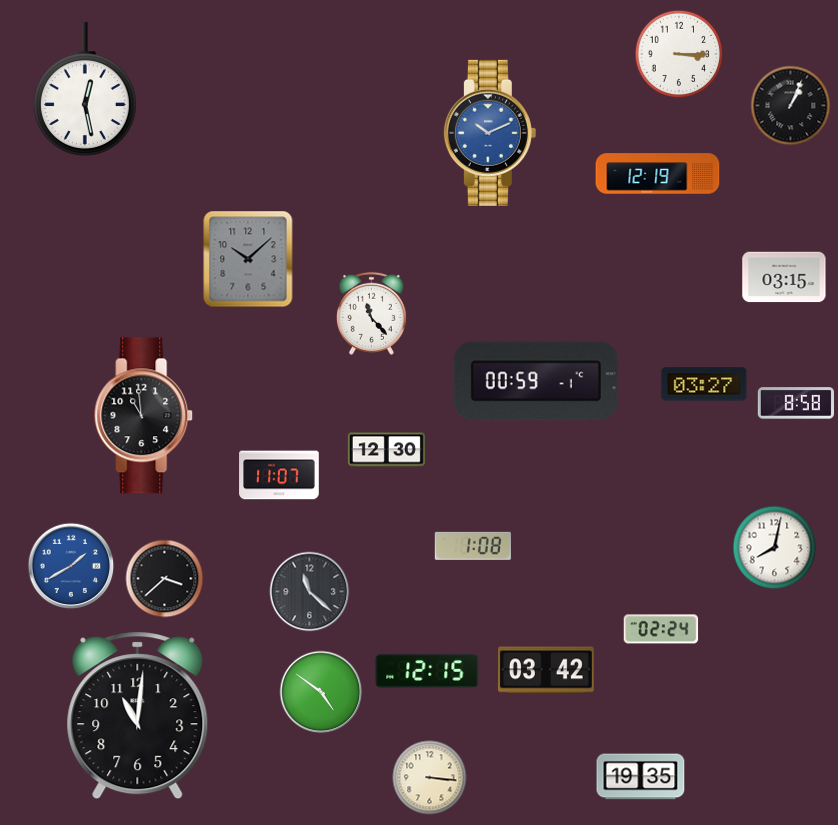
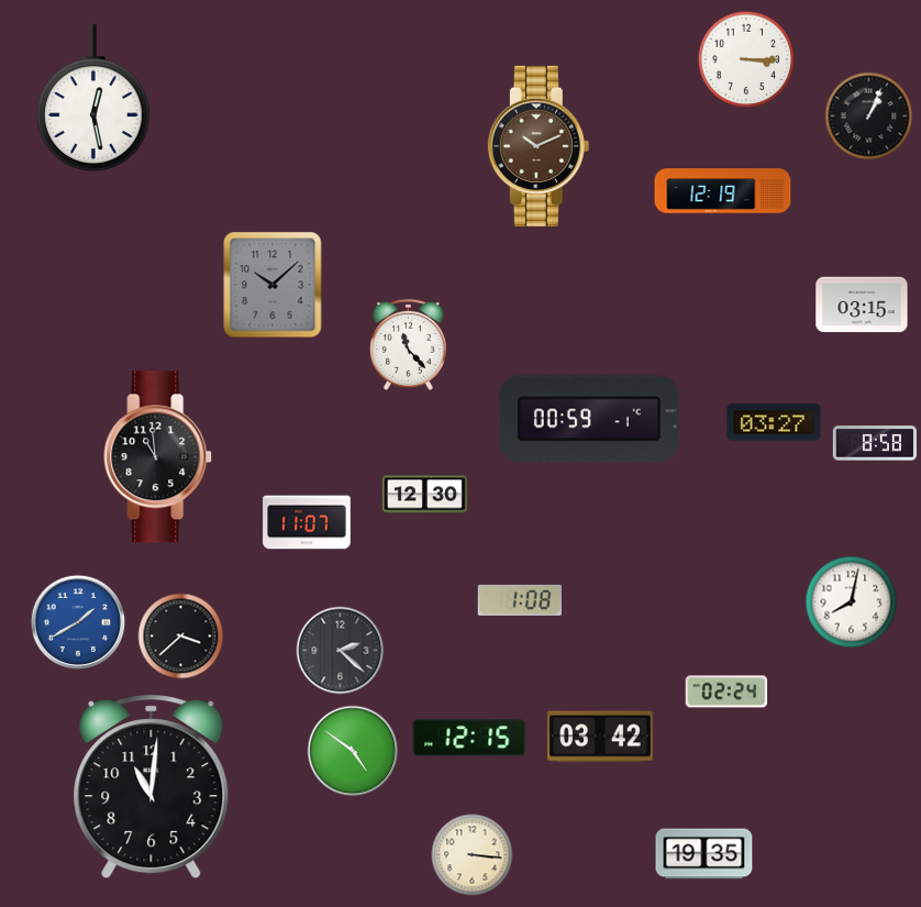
clock at (490, 133) dial: blue -> brown
clock at (310, 592): 11:22 -> 2:22
clock at (321, 692) position: (321, 692) -> (353, 751)
